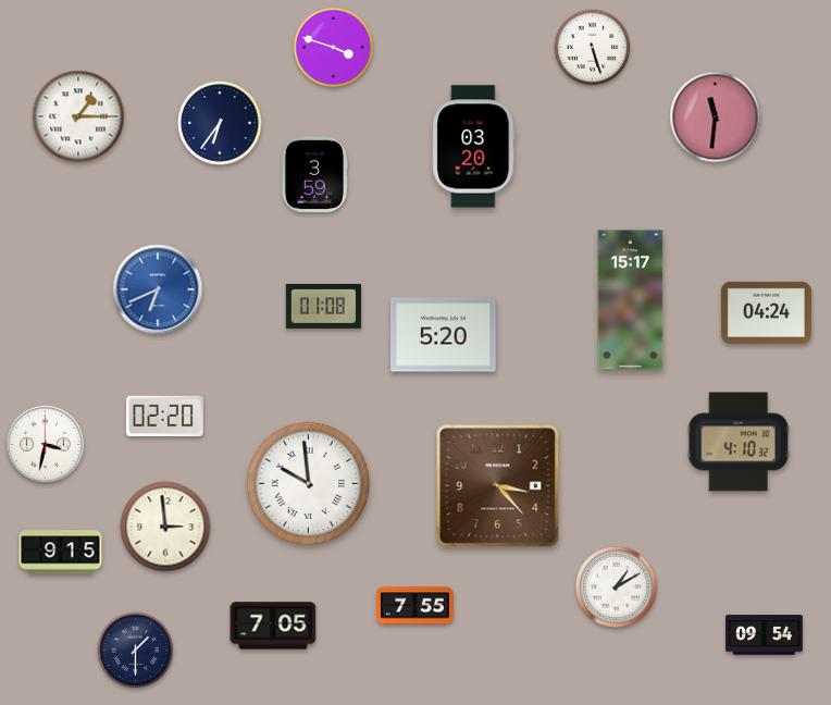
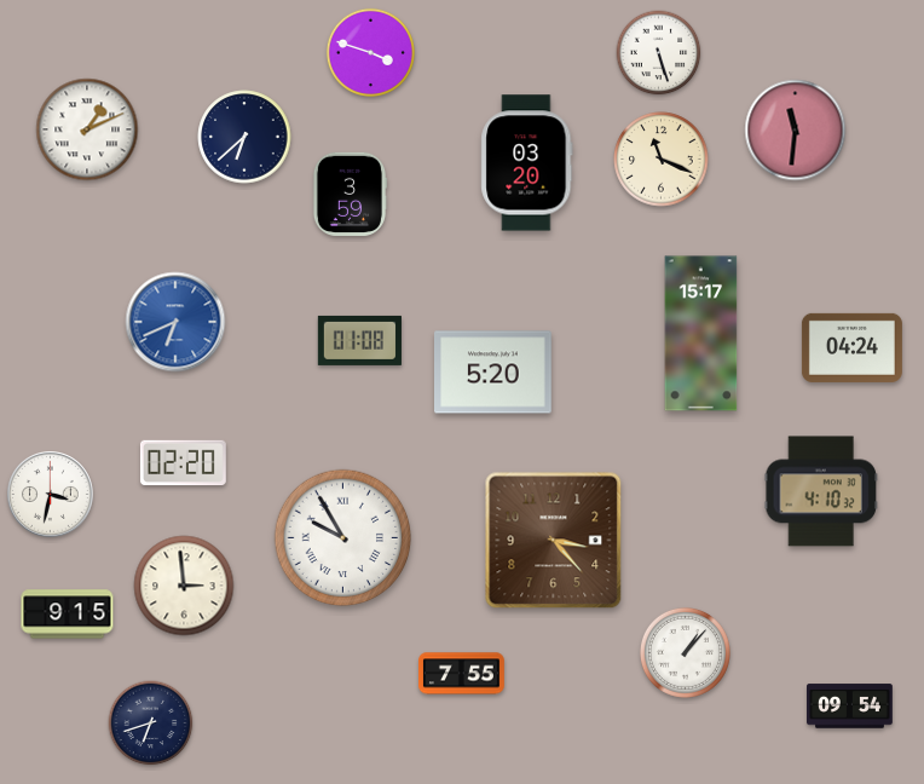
clock at (78, 116): 1:15 -> 1:11
clock at (220, 123): 6:36 -> 6:38
clock at (662, 160): none -> 11:19
clock at (309, 484): 9:59 -> 9:55
clock at (616, 586): 1:10 -> 1:07
clock at (273, 626): 7:05 -> none
clock at (136, 651): 1:30 -> 6:42
